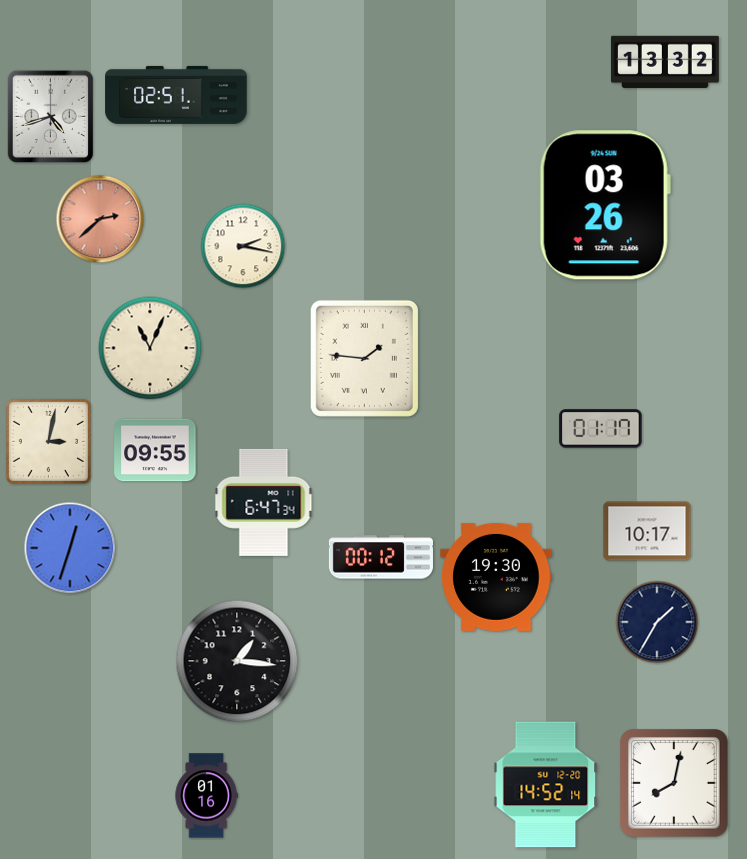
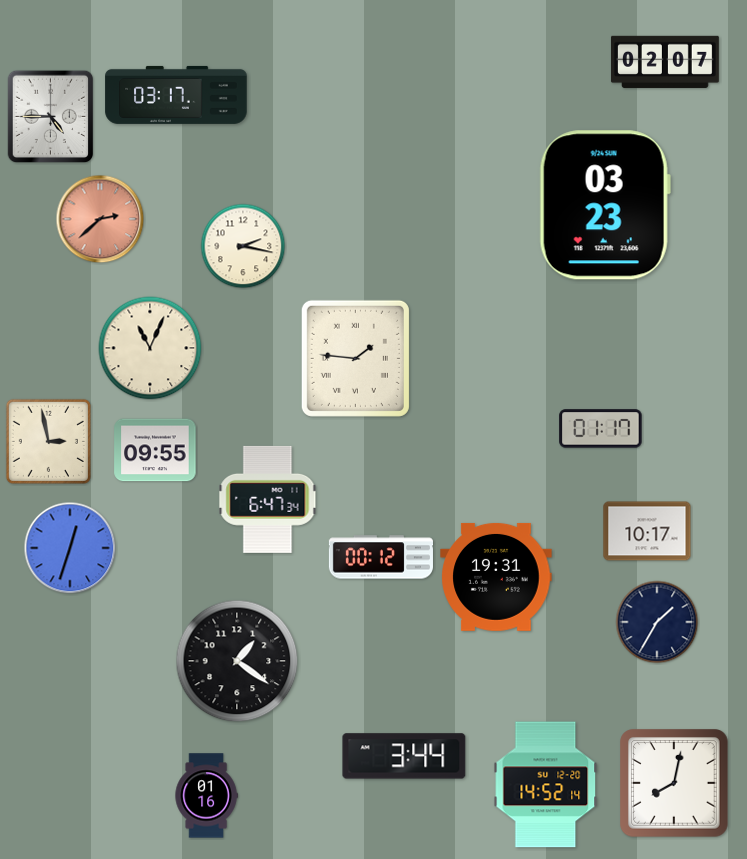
clock at (665, 62): 13:32 -> 02:07
clock at (176, 95): 02:51 -> 03:17
clock at (50, 117): 4:42 -> 4:45
clock at (605, 205): 03:26 -> 03:23
clock at (364, 358) position: (364, 358) -> (355, 358)
clock at (48, 441): 3:02 -> 2:58
clock at (264, 502) position: (264, 502) -> (268, 499)
clock at (496, 577): 19:30 -> 19:31
clock at (237, 661): 1:16 -> 1:21
clock at (404, 756): none -> 3:44
